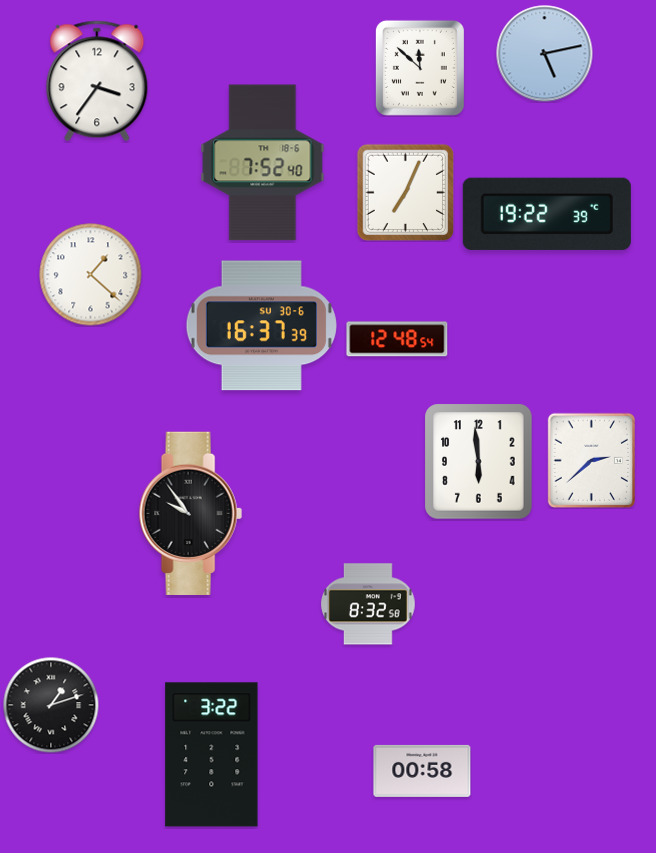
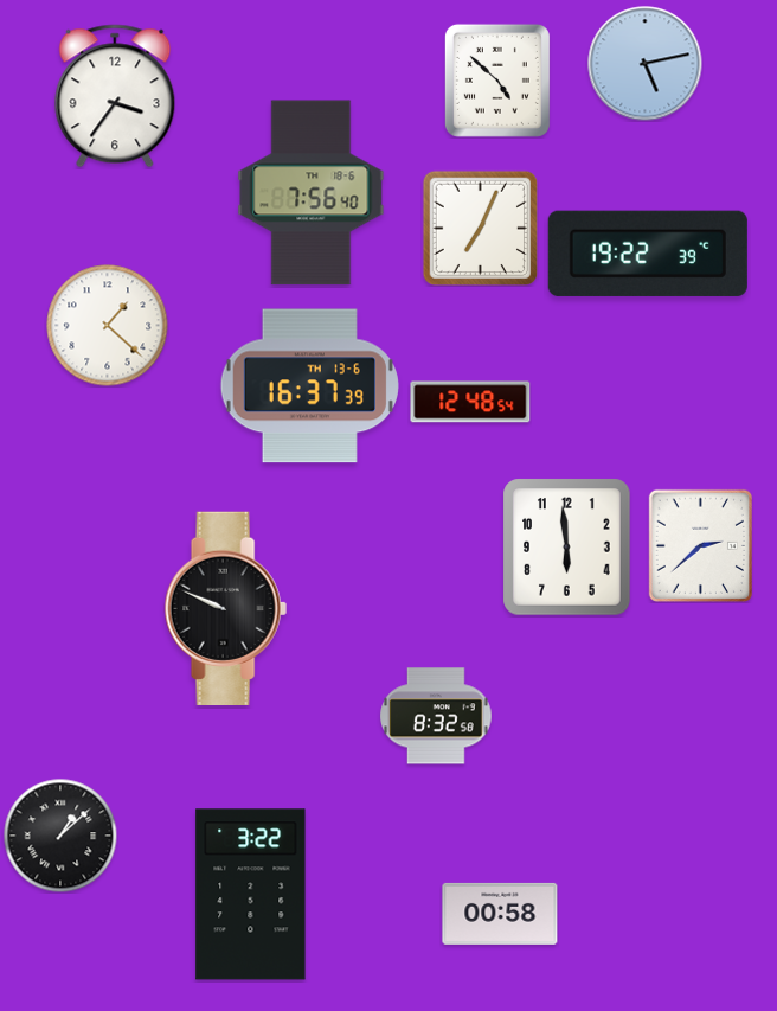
clock at (420, 68): 11:52 -> 4:52
clock at (263, 163): 7:52 -> 7:56
clock at (261, 326) date: SU 30-6 -> TH 13-6
clock at (190, 513): 9:54 -> 9:49
clock at (51, 705): 1:12 -> 1:08
